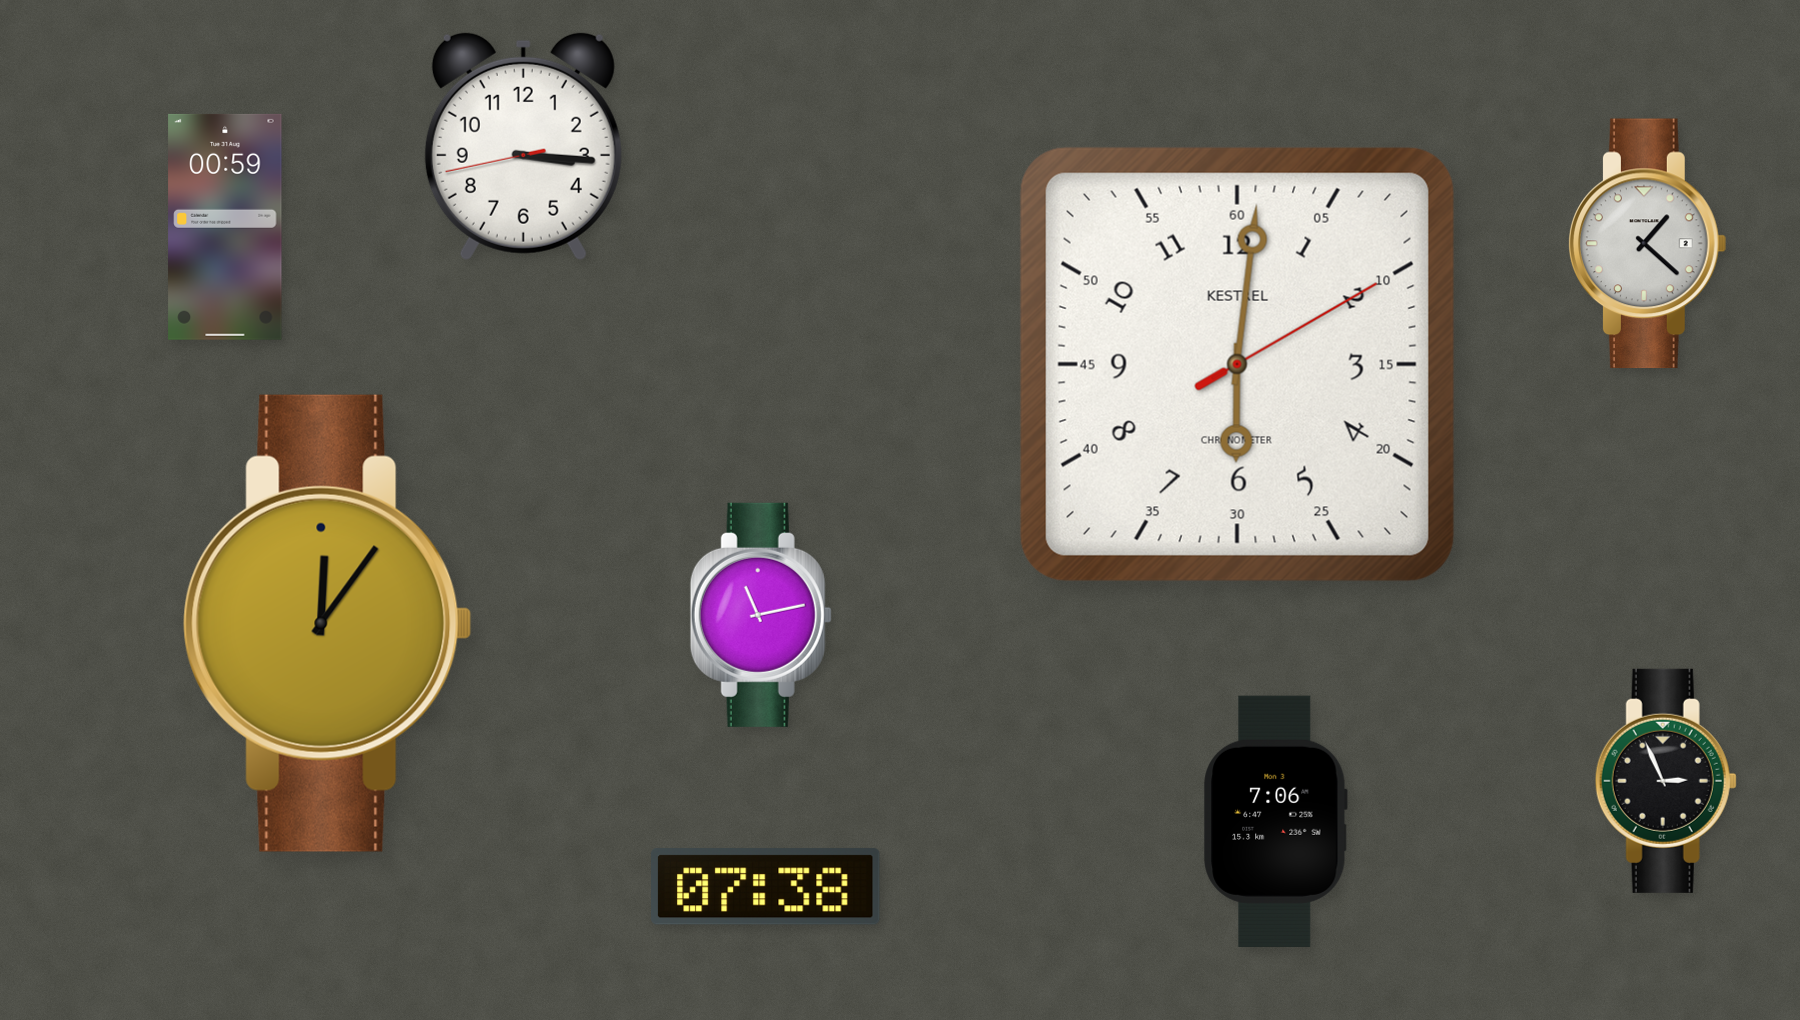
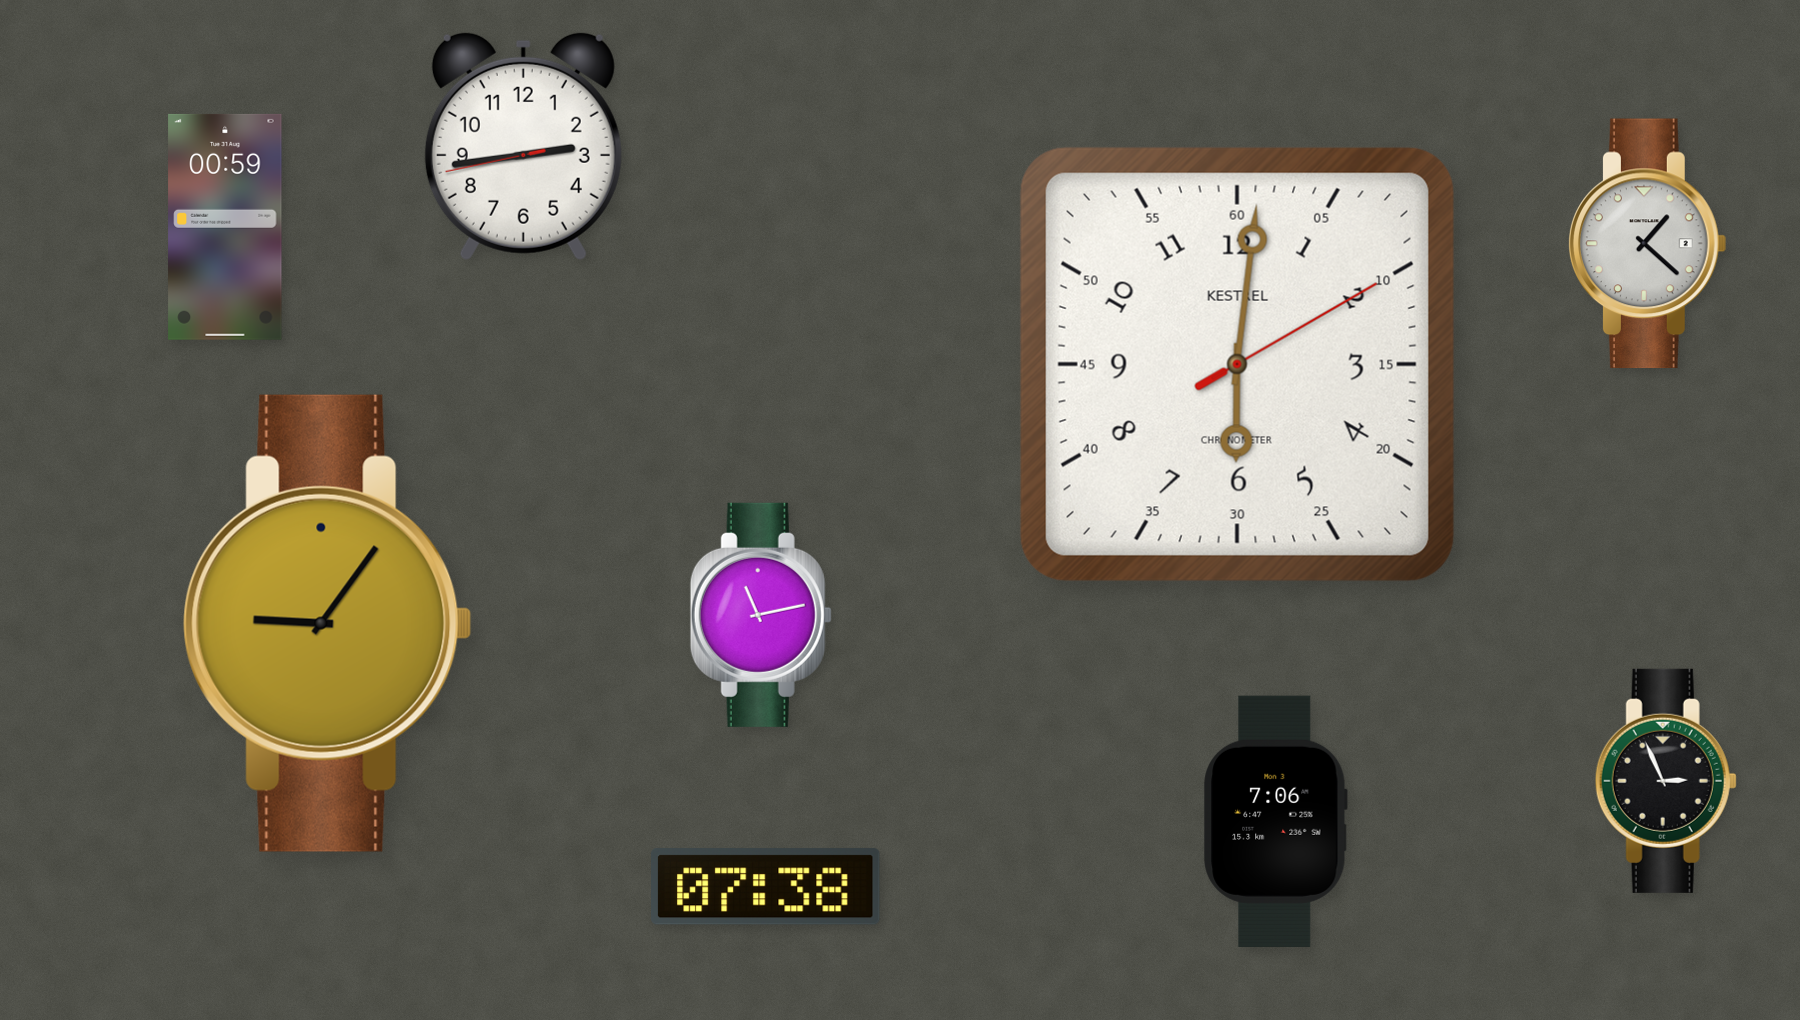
clock at (523, 146): 3:15 -> 2:43
clock at (328, 623): 12:06 -> 9:06
